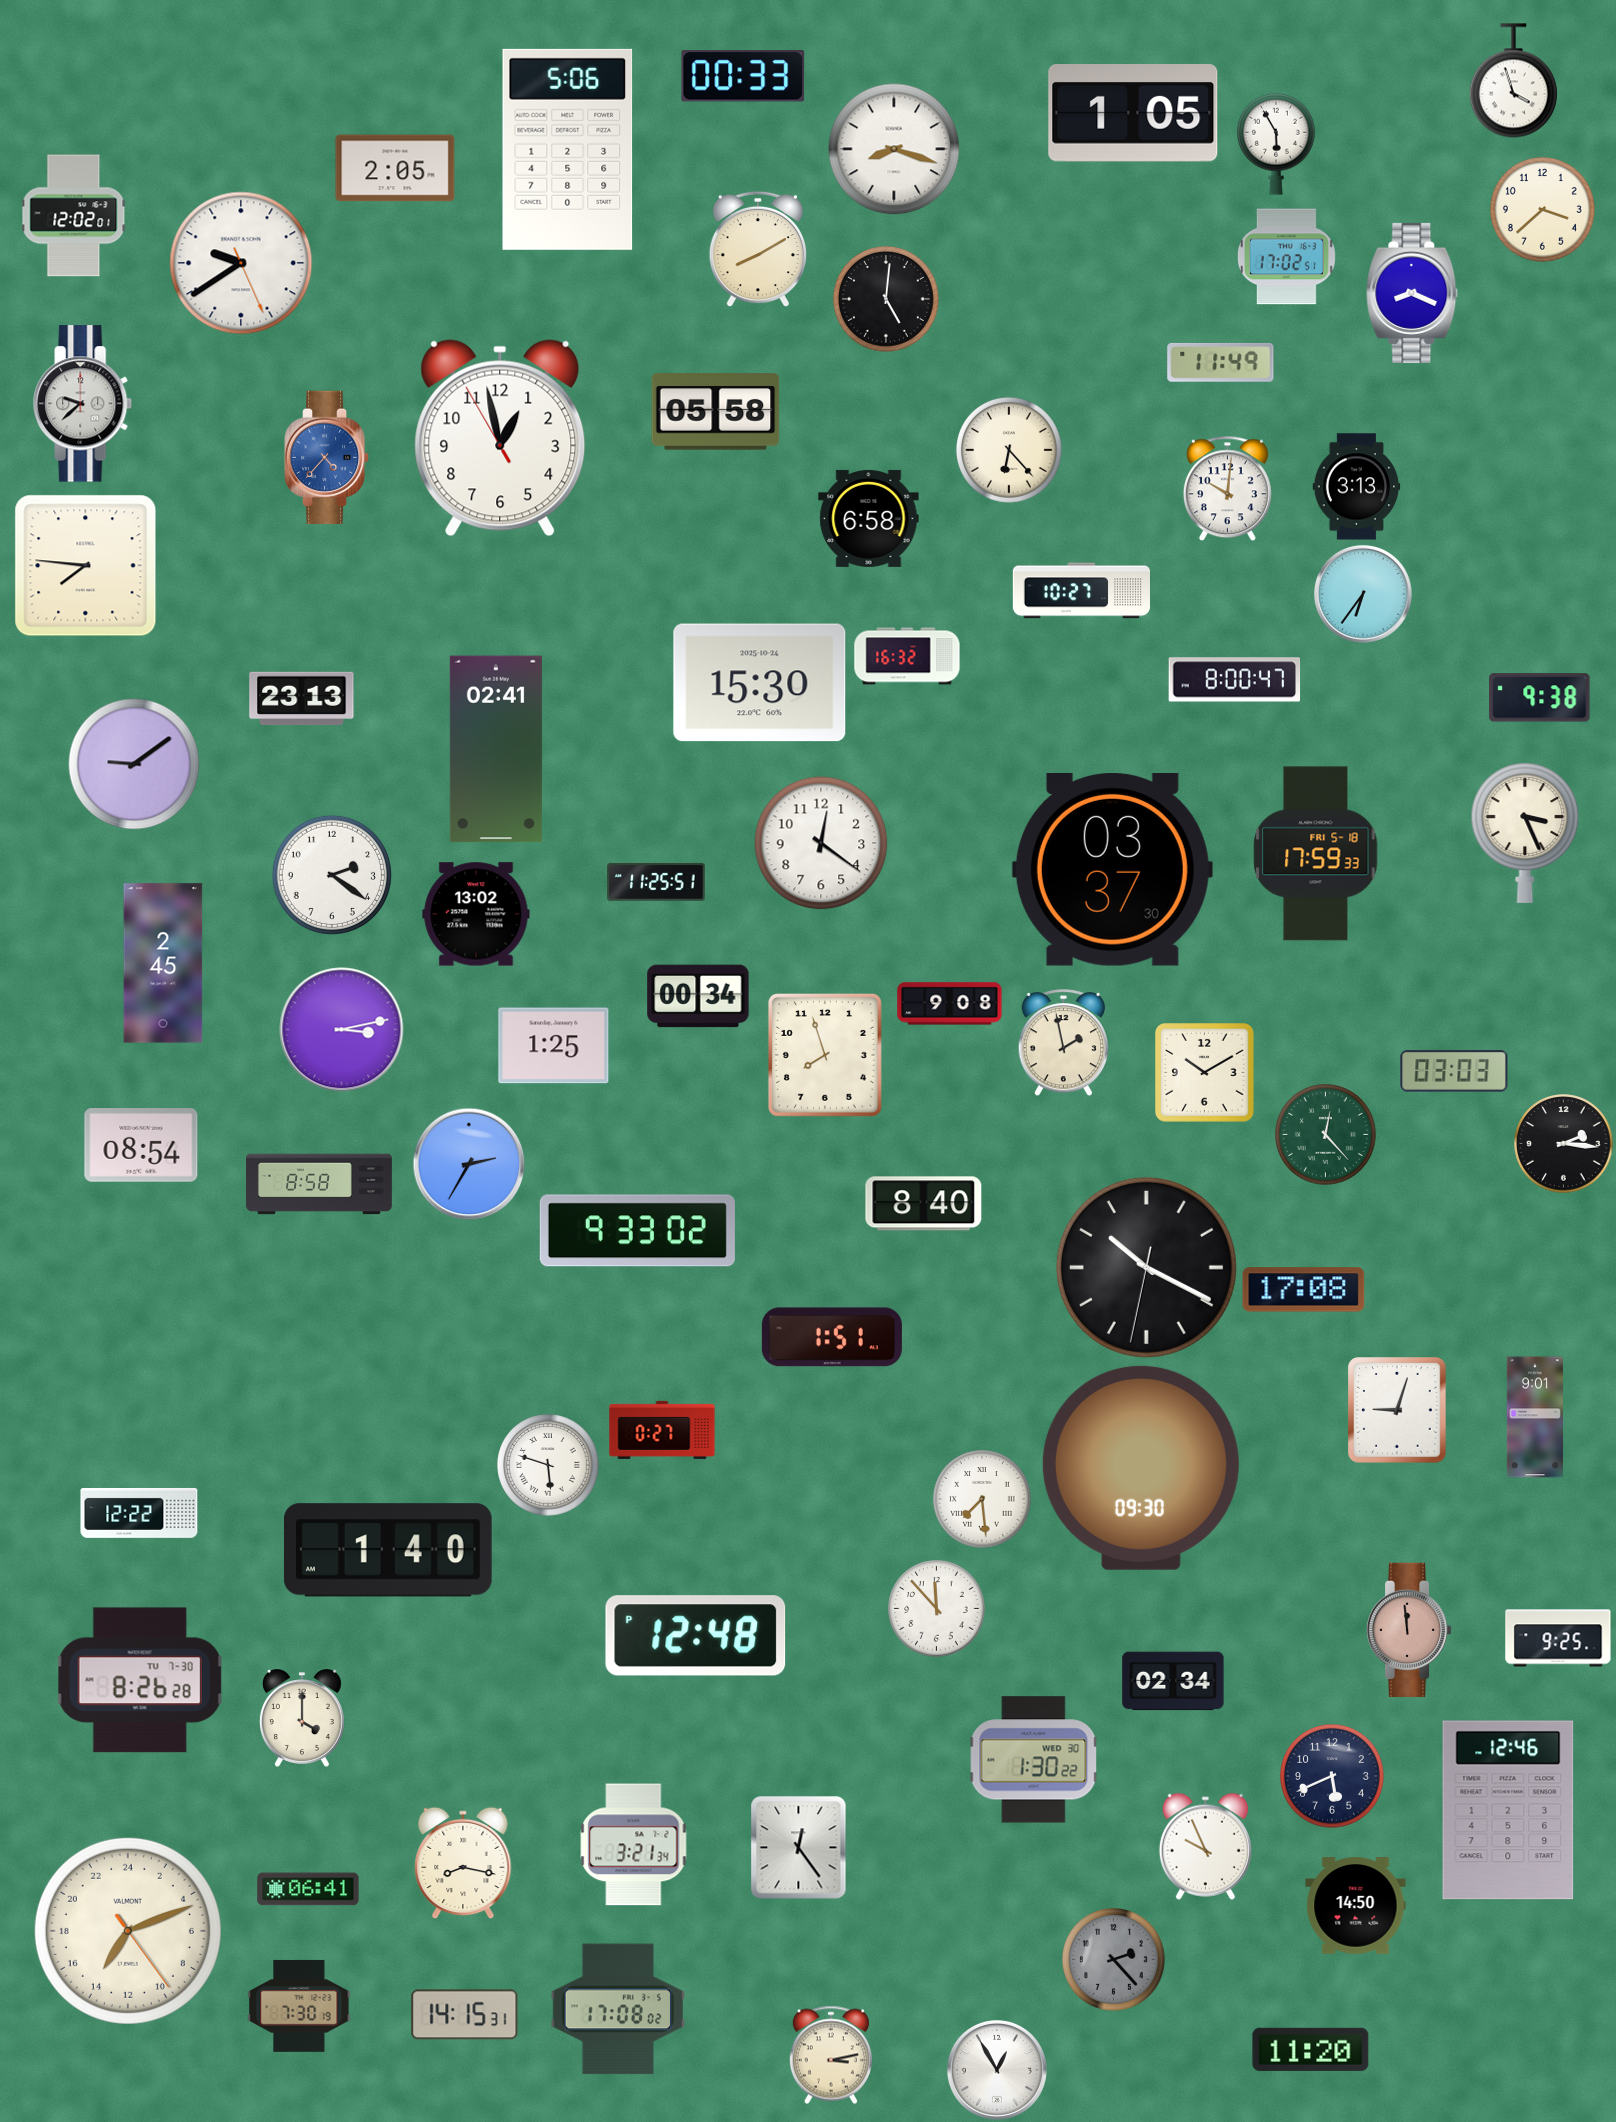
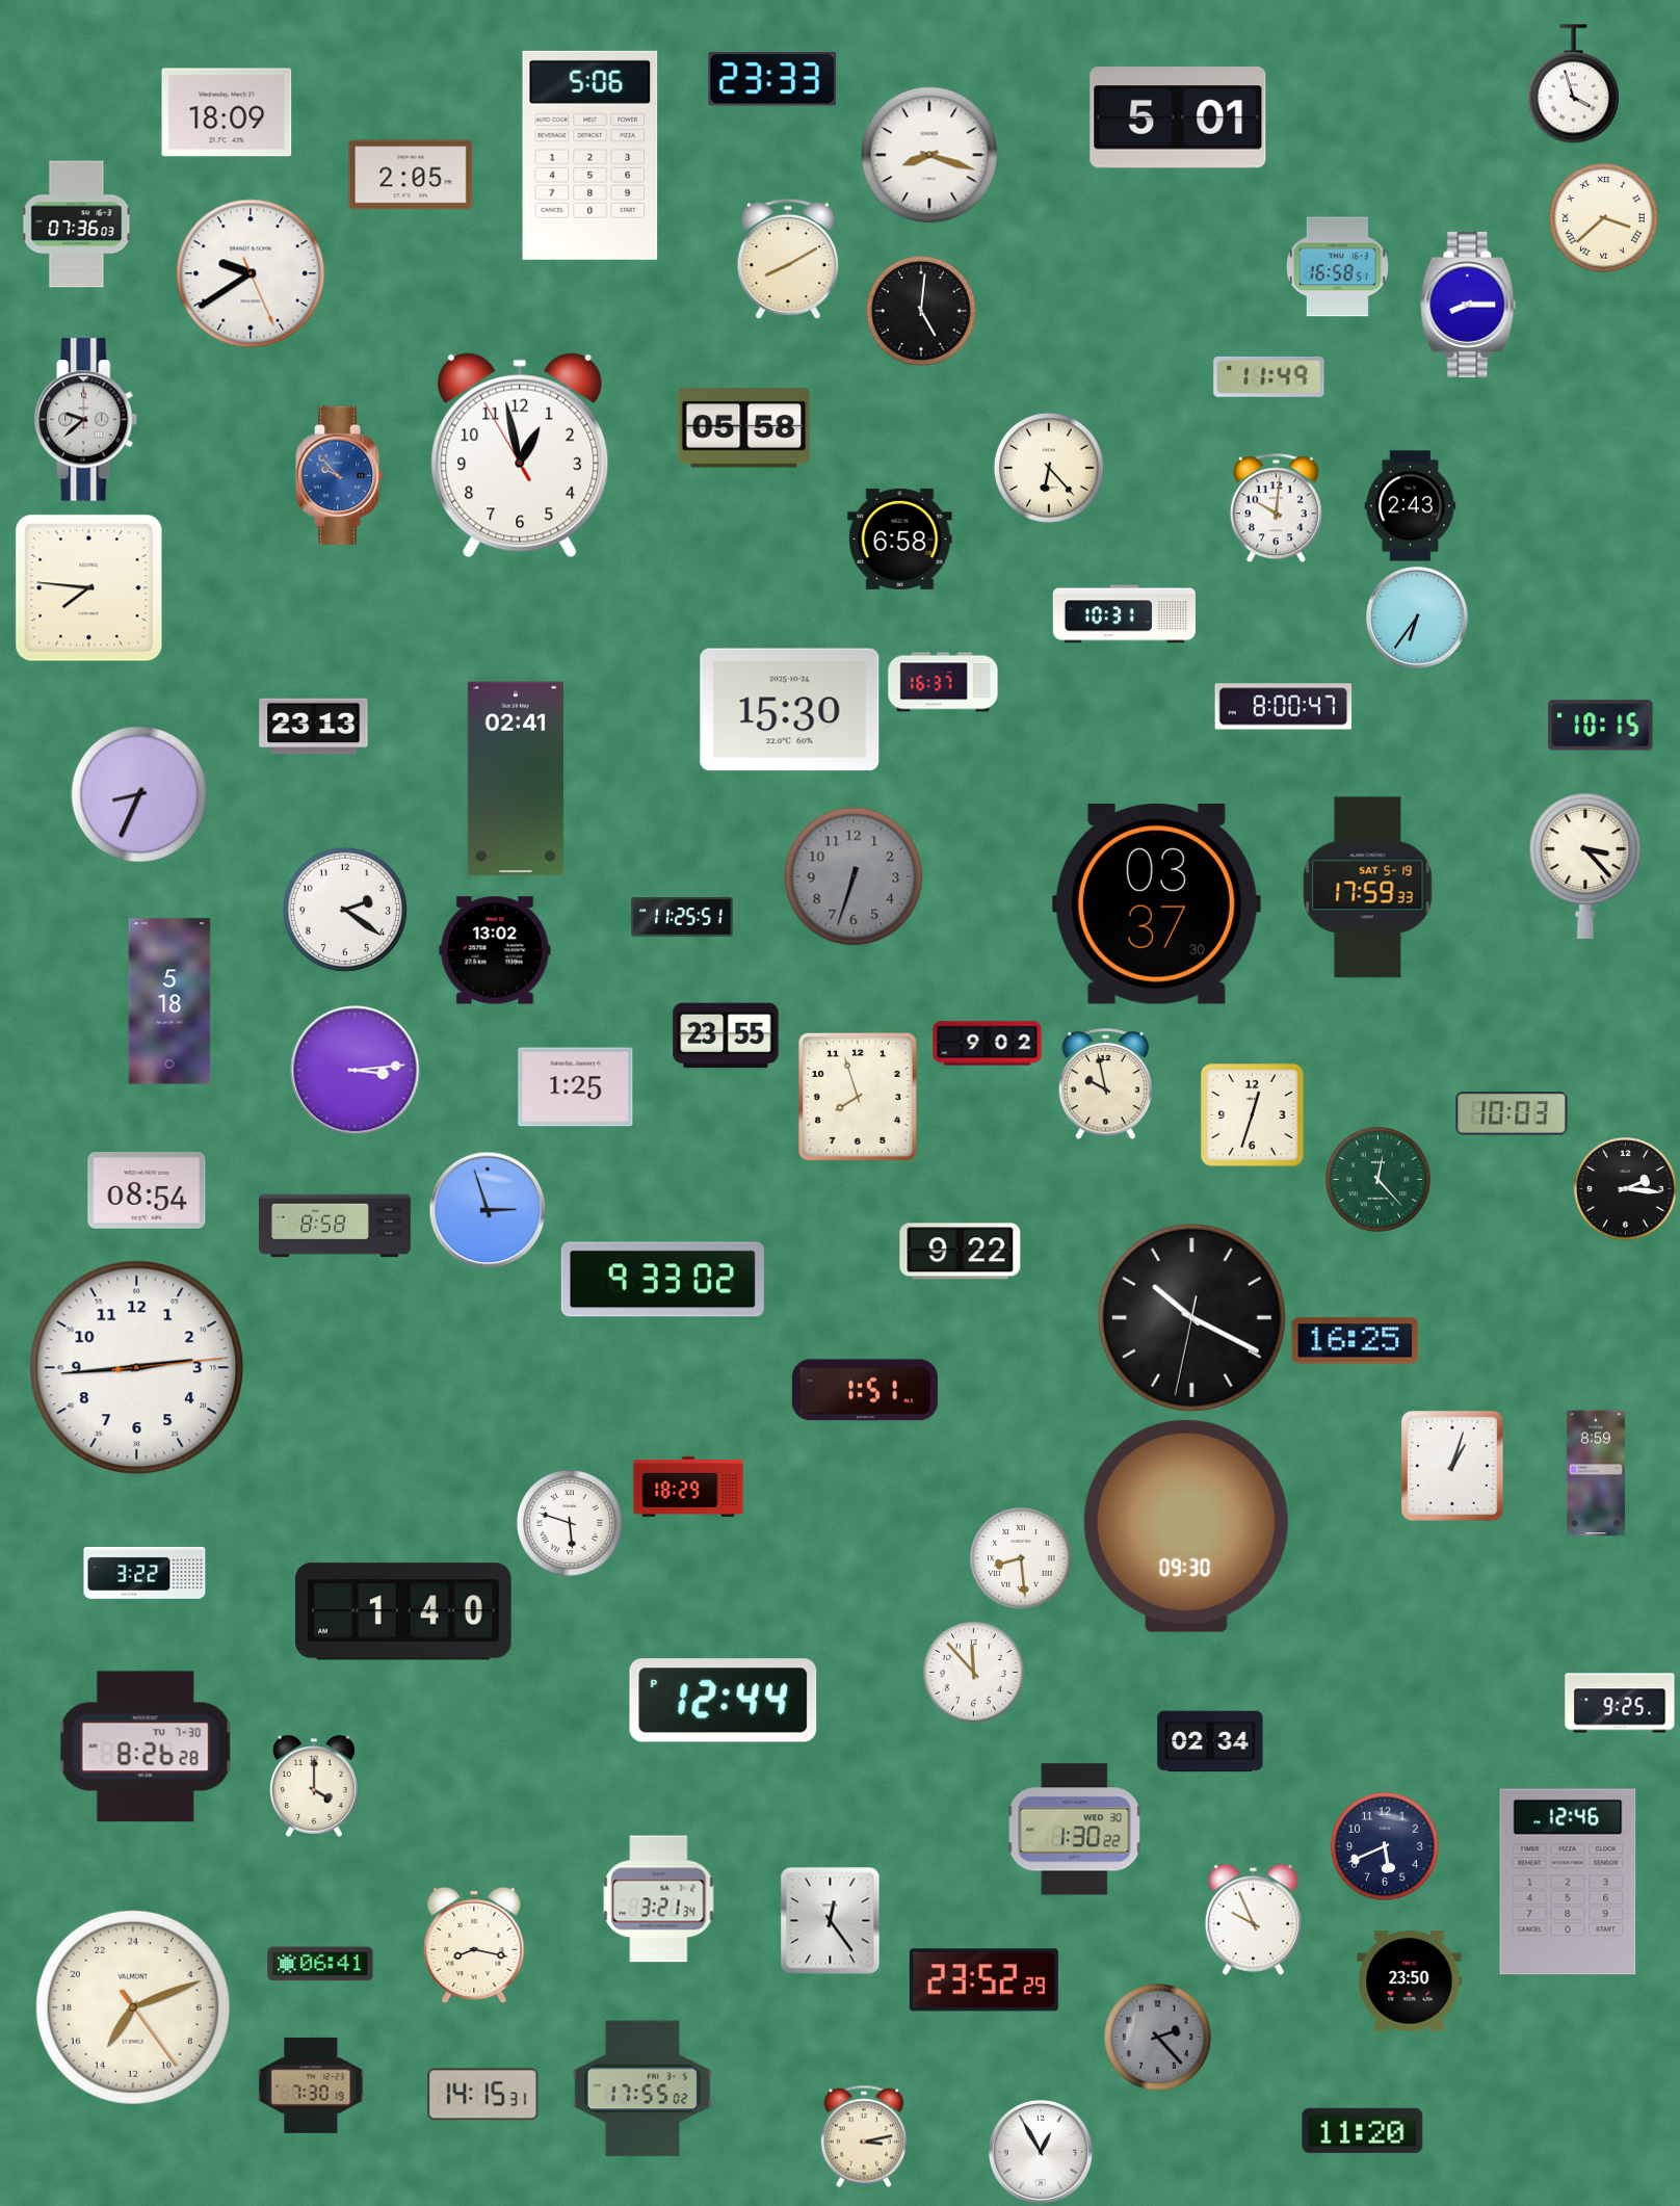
clock at (743, 76): 00:33 -> 23:33
clock at (227, 112): none -> 18:09
clock at (1133, 113): 1:05 -> 5:01
clock at (1277, 144): 5:55 -> none
clock at (1542, 209) numerals: Arabic -> Roman
clock at (74, 216): 12:02 -> 07:36
clock at (1286, 257): 17:02 -> 16:58
clock at (1412, 293): 8:19 -> 8:15
clock at (327, 458): 4:37 -> 9:53
clock at (1357, 487): 3:13 -> 2:43
clock at (869, 518) position: (869, 518) -> (900, 539)
clock at (1081, 591): 10:27 -> 10:31
clock at (907, 656): 16:32 -> 16:37
clock at (1540, 698): 9:38 -> 10:15
clock at (134, 764): 9:09 -> 8:34
clock at (1525, 833): 3:26 -> 3:23
clock at (821, 843): 12:21 -> 6:33
clock at (821, 843) dial: white -> grey
clock at (1316, 854) date: FRI 5-18 -> SAT 5-19
clock at (163, 963): 2:45 -> 5:18
clock at (698, 996): 00:34 -> 23:55
clock at (950, 1004): 9:08 -> 9:02
clock at (342, 1030): 3:13 -> 3:14
clock at (1063, 1043): 1:58 -> 9:58
clock at (1454, 1071): 03:03 -> 10:03
clock at (1205, 1073): 10:10 -> 12:33
clock at (469, 1164): 2:35 -> 2:57
clock at (320, 1184) position: (320, 1184) -> (336, 1226)
clock at (924, 1204): 8:40 -> 9:22
clock at (1304, 1290): 17:08 -> 16:25
clock at (137, 1368): none -> 2:44
clock at (1397, 1410): 9:03 -> 1:03
clock at (1534, 1417): 9:01 -> 8:59
clock at (662, 1430): 0:27 -> 18:29
clock at (982, 1499): 7:29 -> 8:29
clock at (139, 1513): 12:22 -> 3:22
clock at (1409, 1629): 11:59 -> none
clock at (696, 1636): 12:48 -> 12:44
clock at (1173, 1681) position: (1173, 1681) -> (1210, 1741)
clock at (634, 1845) position: (634, 1845) -> (659, 1899)
clock at (463, 1863) position: (463, 1863) -> (474, 1945)
clock at (983, 1980): none -> 23:52
clock at (1356, 1906): 14:50 -> 23:50
clock at (617, 2009): 17:08 -> 17:55
clock at (997, 2070) position: (997, 2070) -> (1041, 2152)
